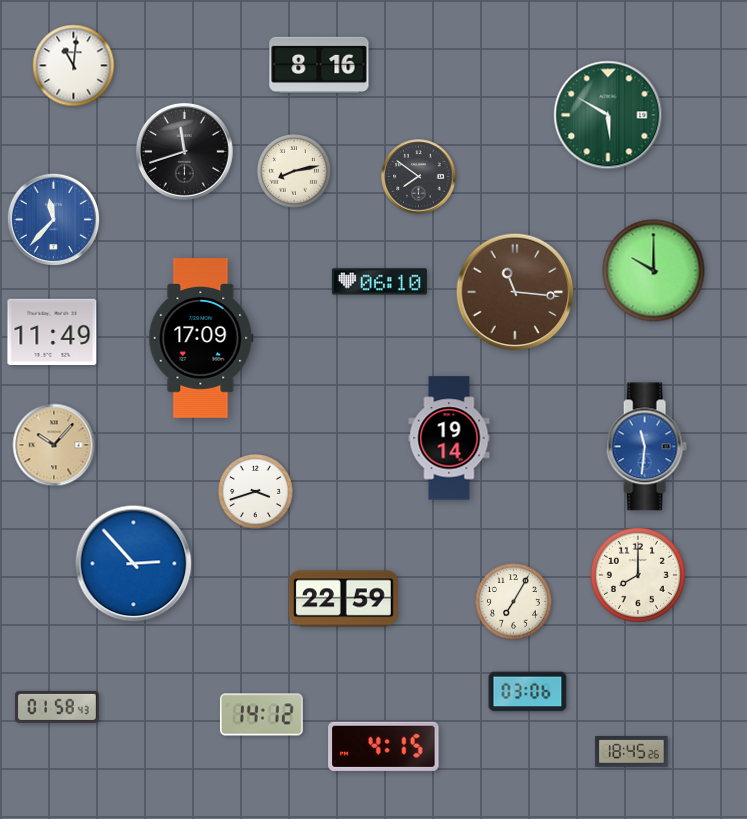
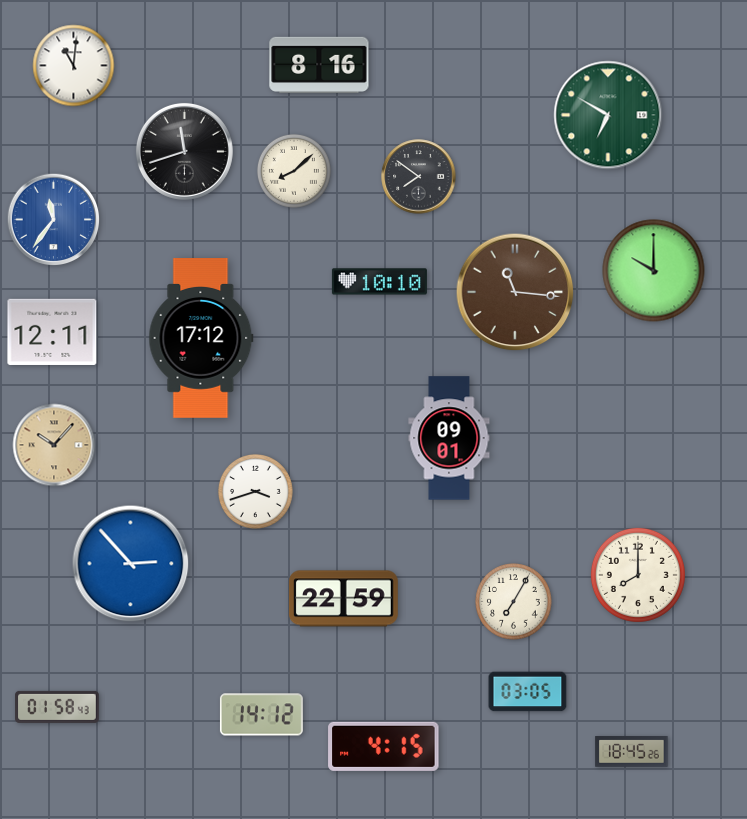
clock at (608, 115): 5:50 -> 6:50
clock at (294, 171): 8:13 -> 8:08
clock at (54, 220): 11:37 -> 11:36
clock at (379, 282): 06:10 -> 10:10
clock at (52, 332): 11:49 -> 12:11
clock at (201, 338): 17:09 -> 17:12
clock at (449, 438): 19:14 -> 09:01
clock at (646, 447): 11:31 -> none
clock at (134, 564) position: (134, 564) -> (131, 564)
clock at (528, 692): 03:06 -> 03:05
